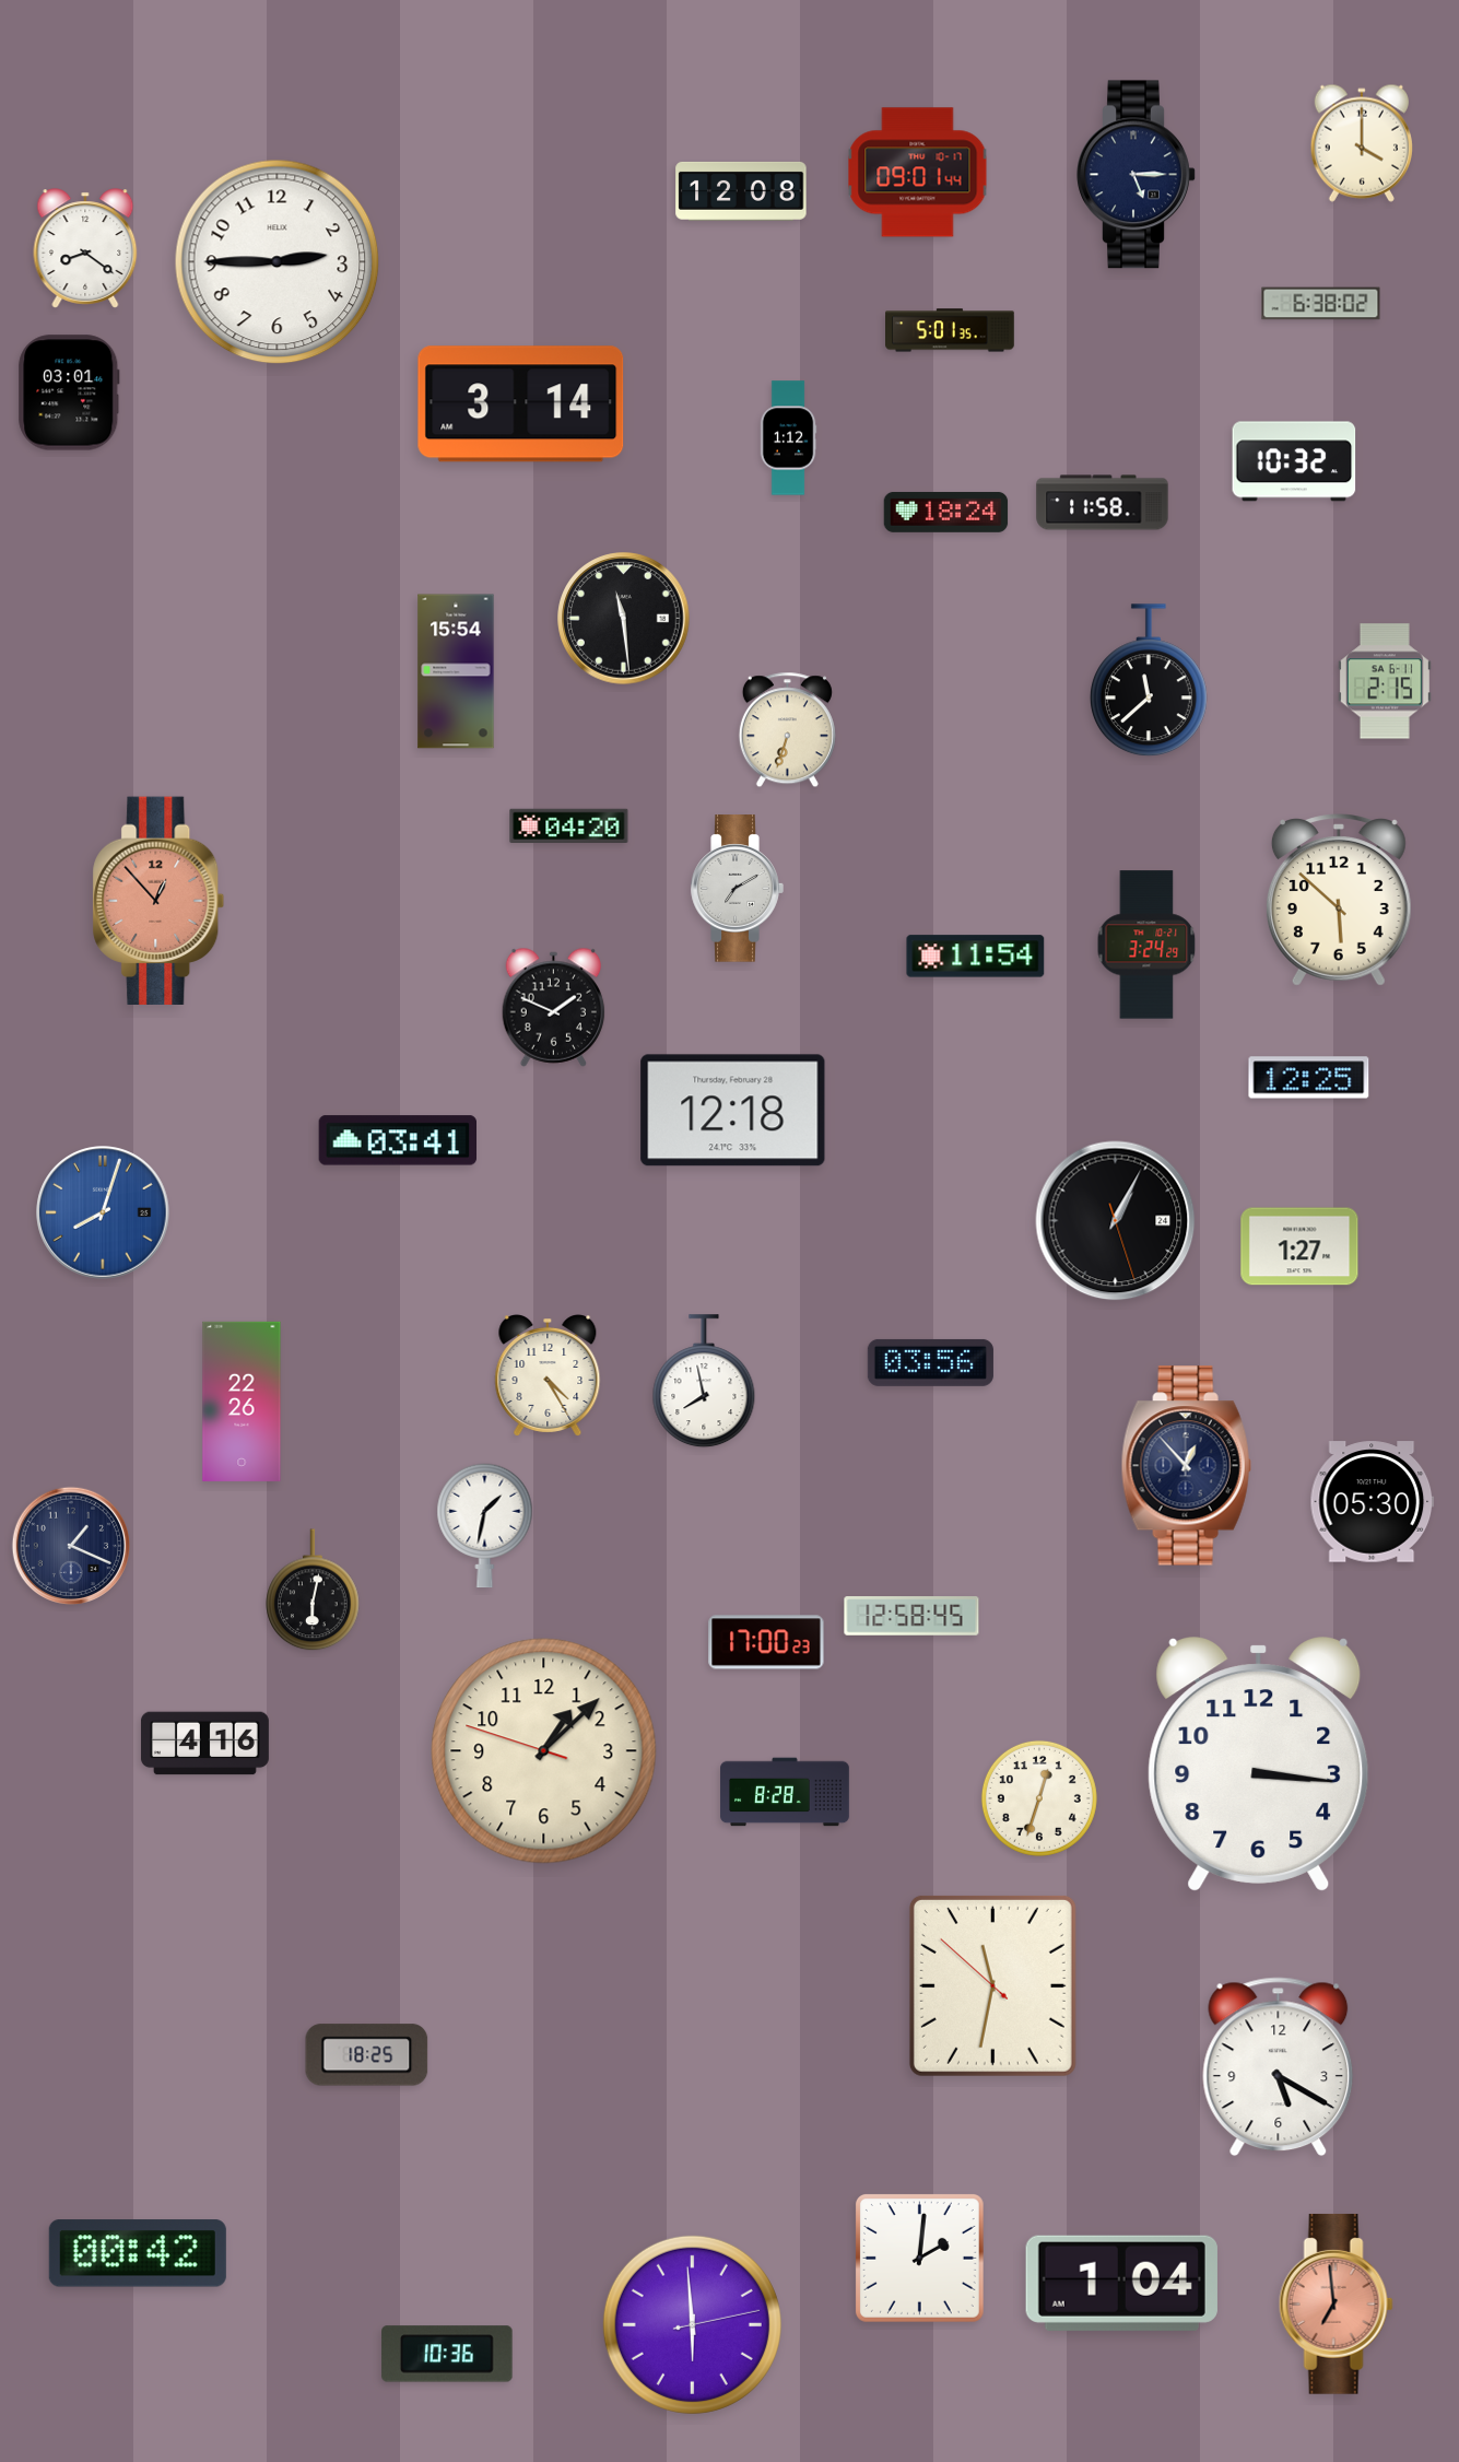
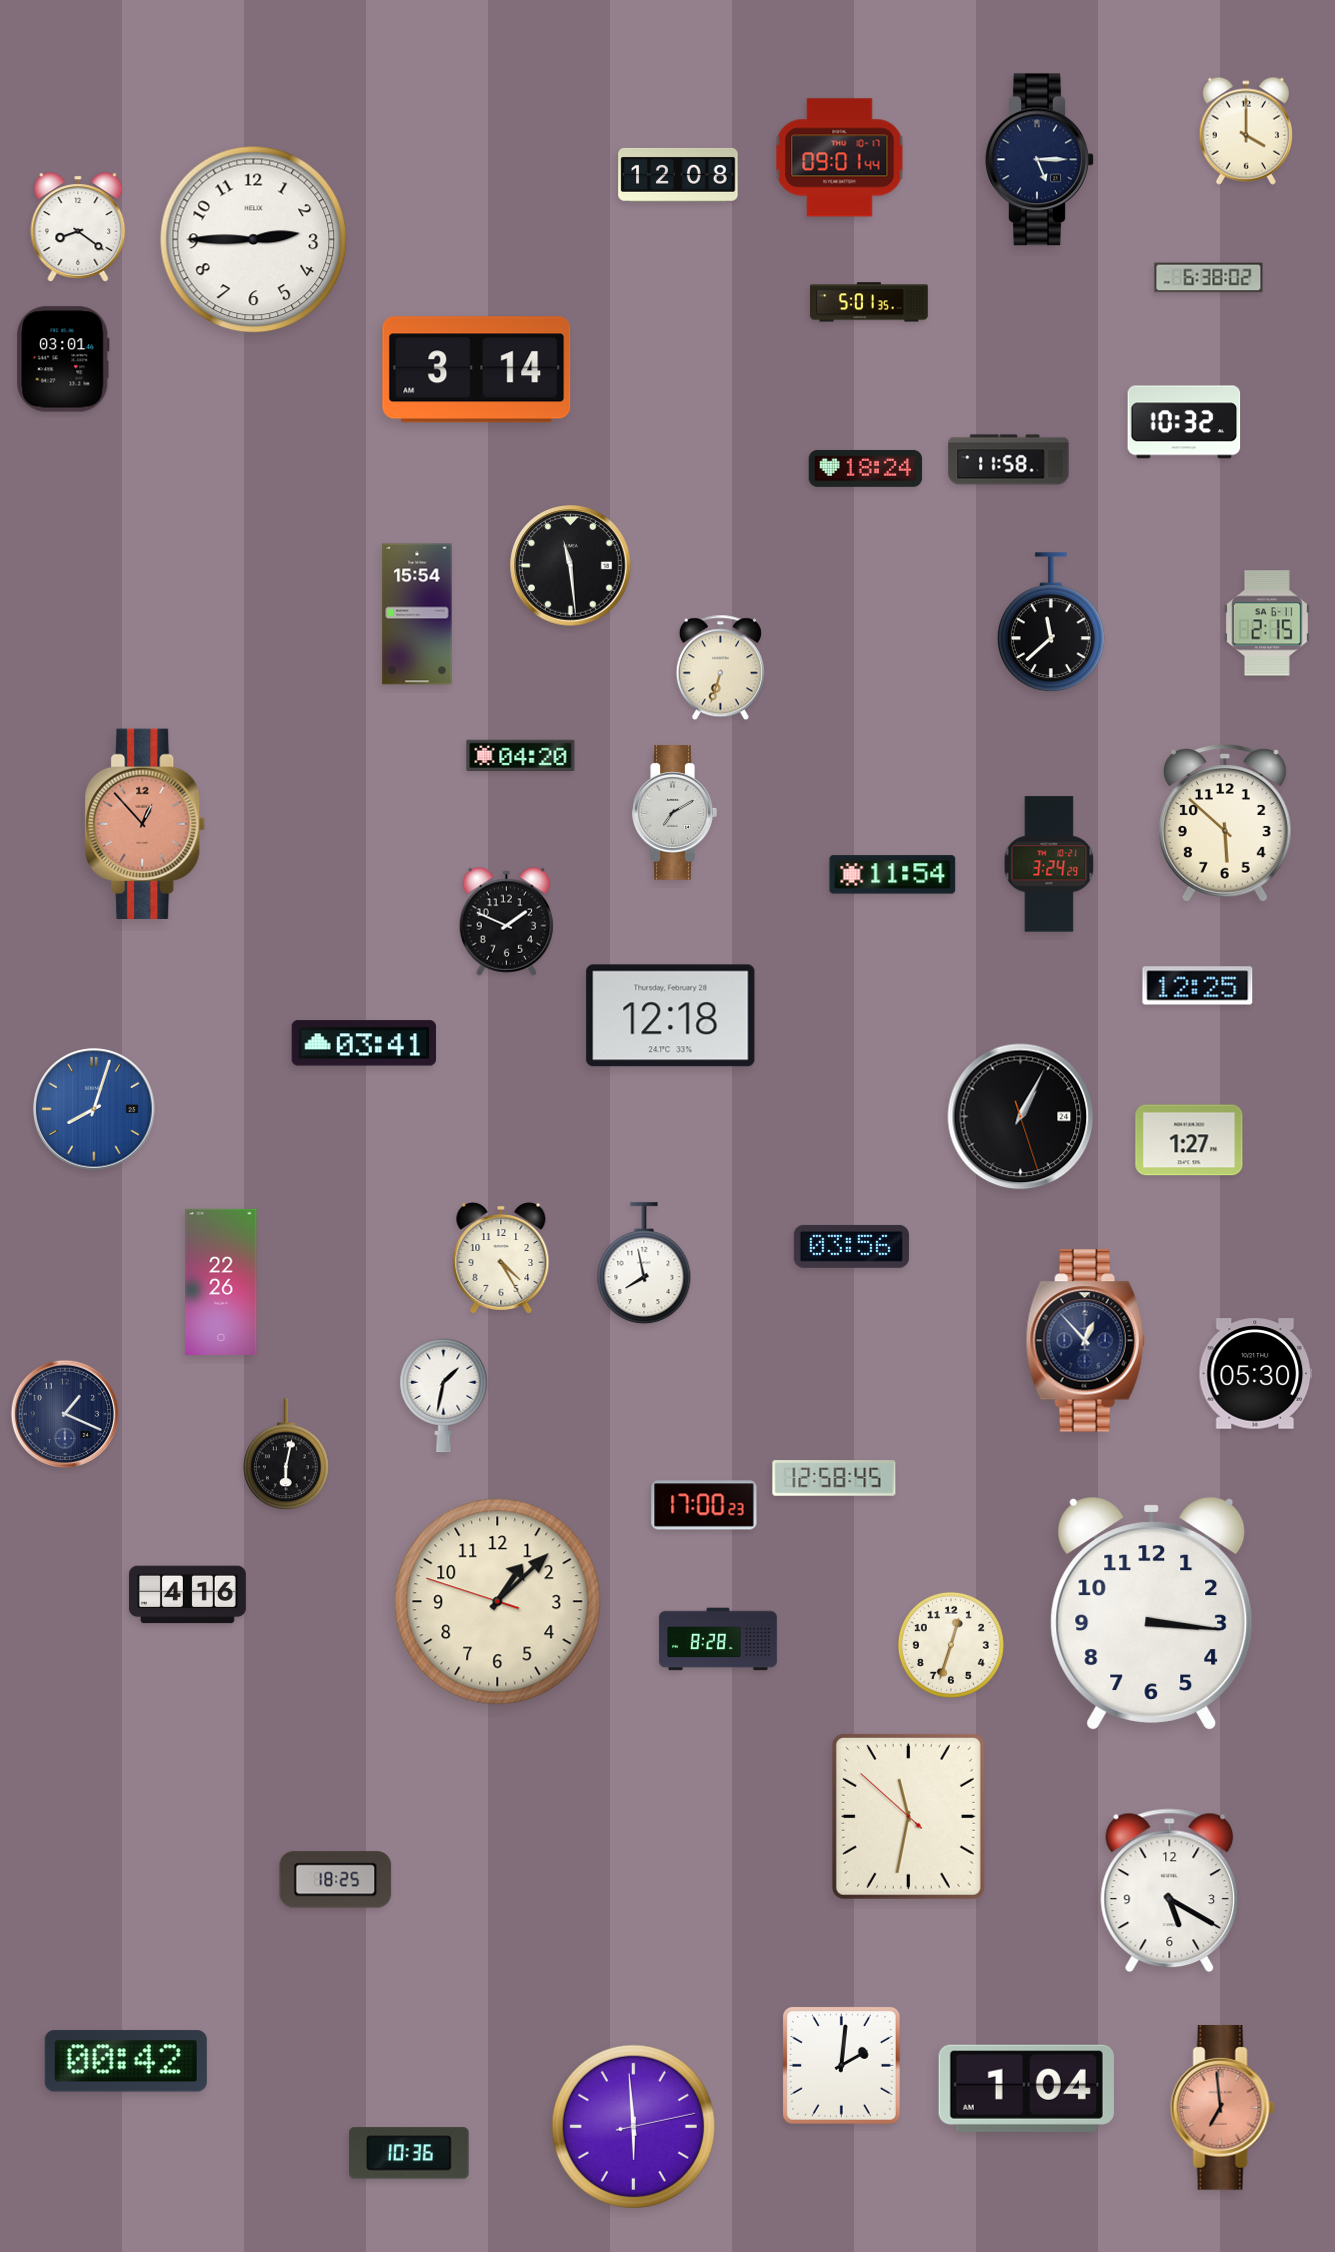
clock at (788, 438): 1:12 -> none
clock at (766, 1642) position: (766, 1642) -> (704, 1505)
